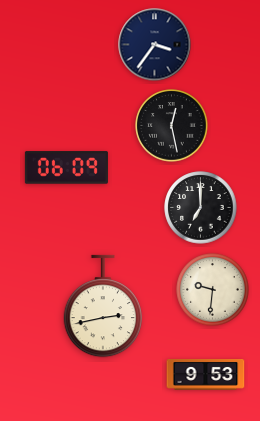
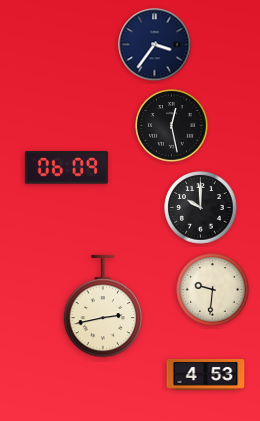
clock at (201, 208): 7:00 -> 10:00
clock at (206, 375): 9:53 -> 4:53
